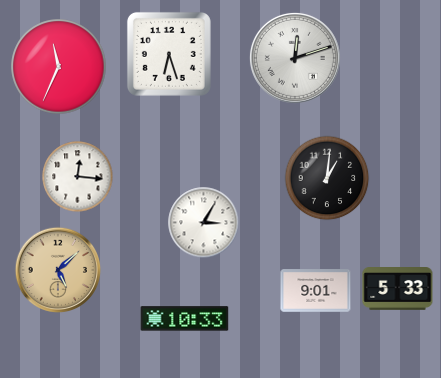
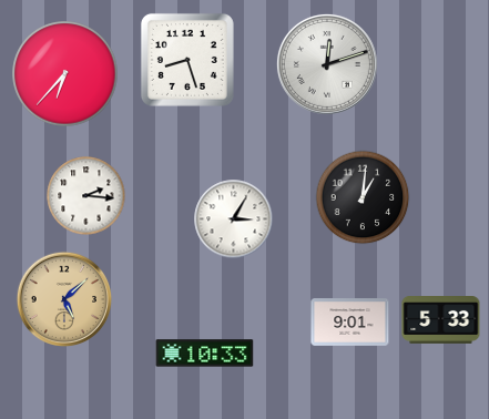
clock at (169, 54): 6:27 -> 8:27
clock at (59, 67): 11:34 -> 6:37
clock at (78, 177): 12:16 -> 2:16
clock at (204, 223) position: (204, 223) -> (234, 219)
